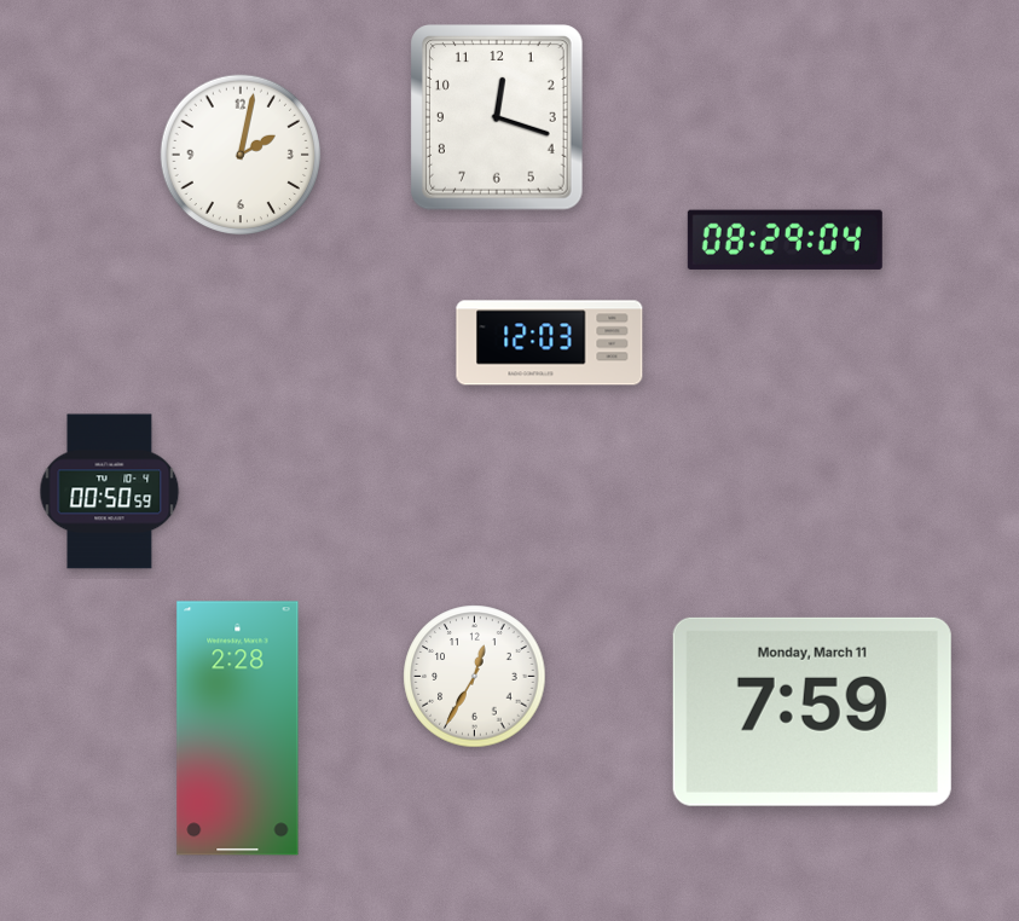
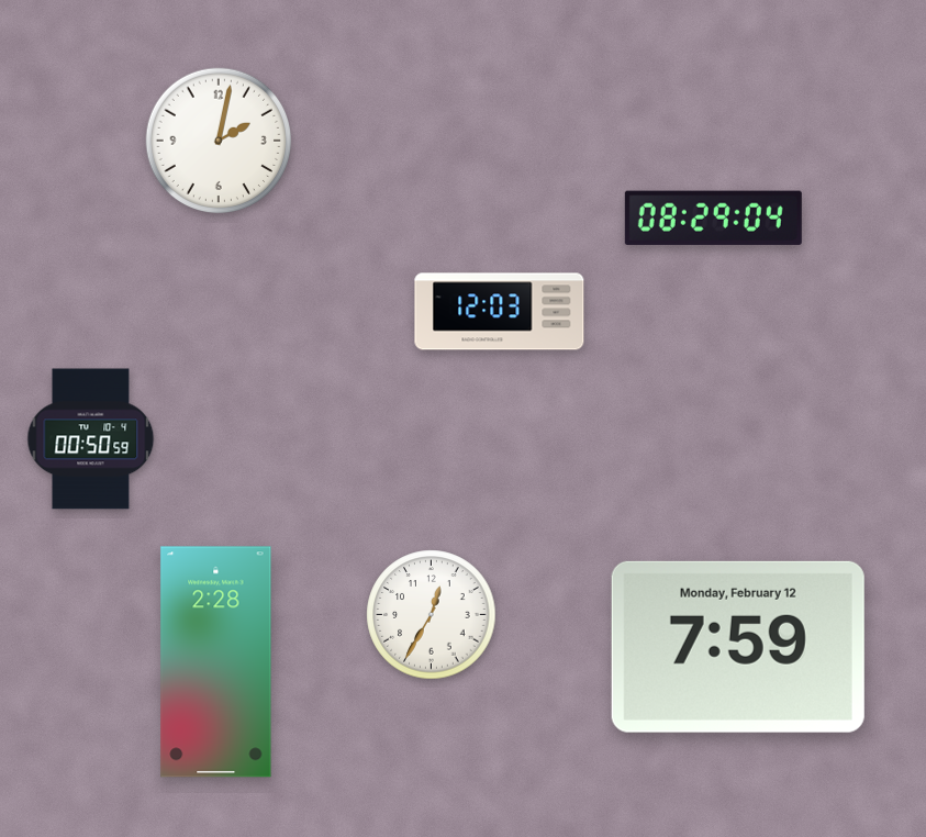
clock at (498, 118): 12:18 -> none
clock at (110, 492) position: (110, 492) -> (91, 439)
clock at (812, 712) date: Monday, March 11 -> Monday, February 12
